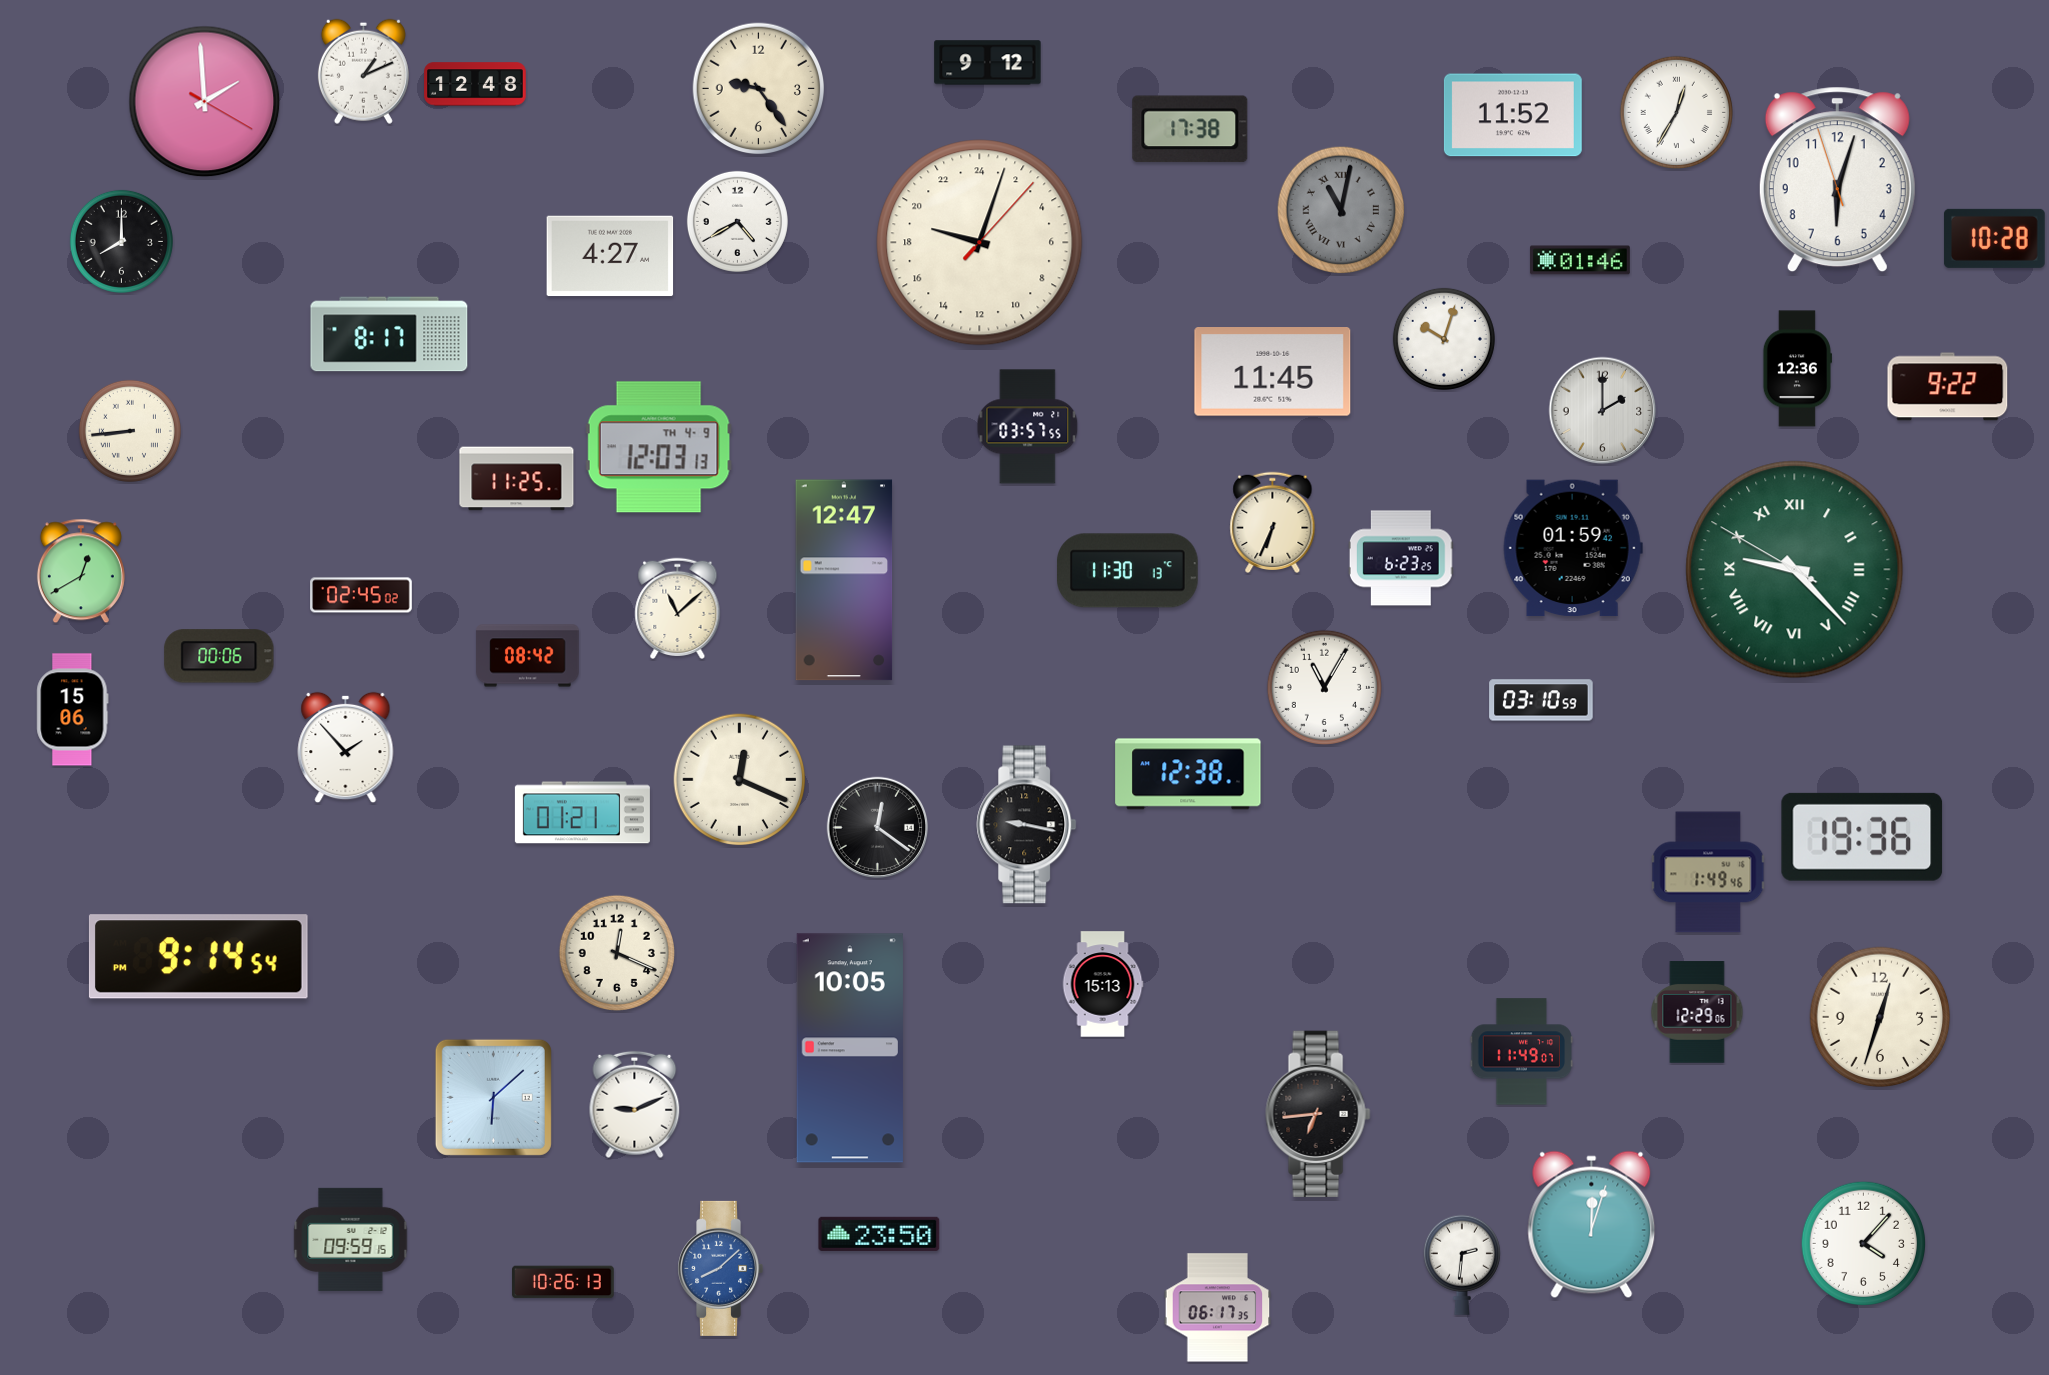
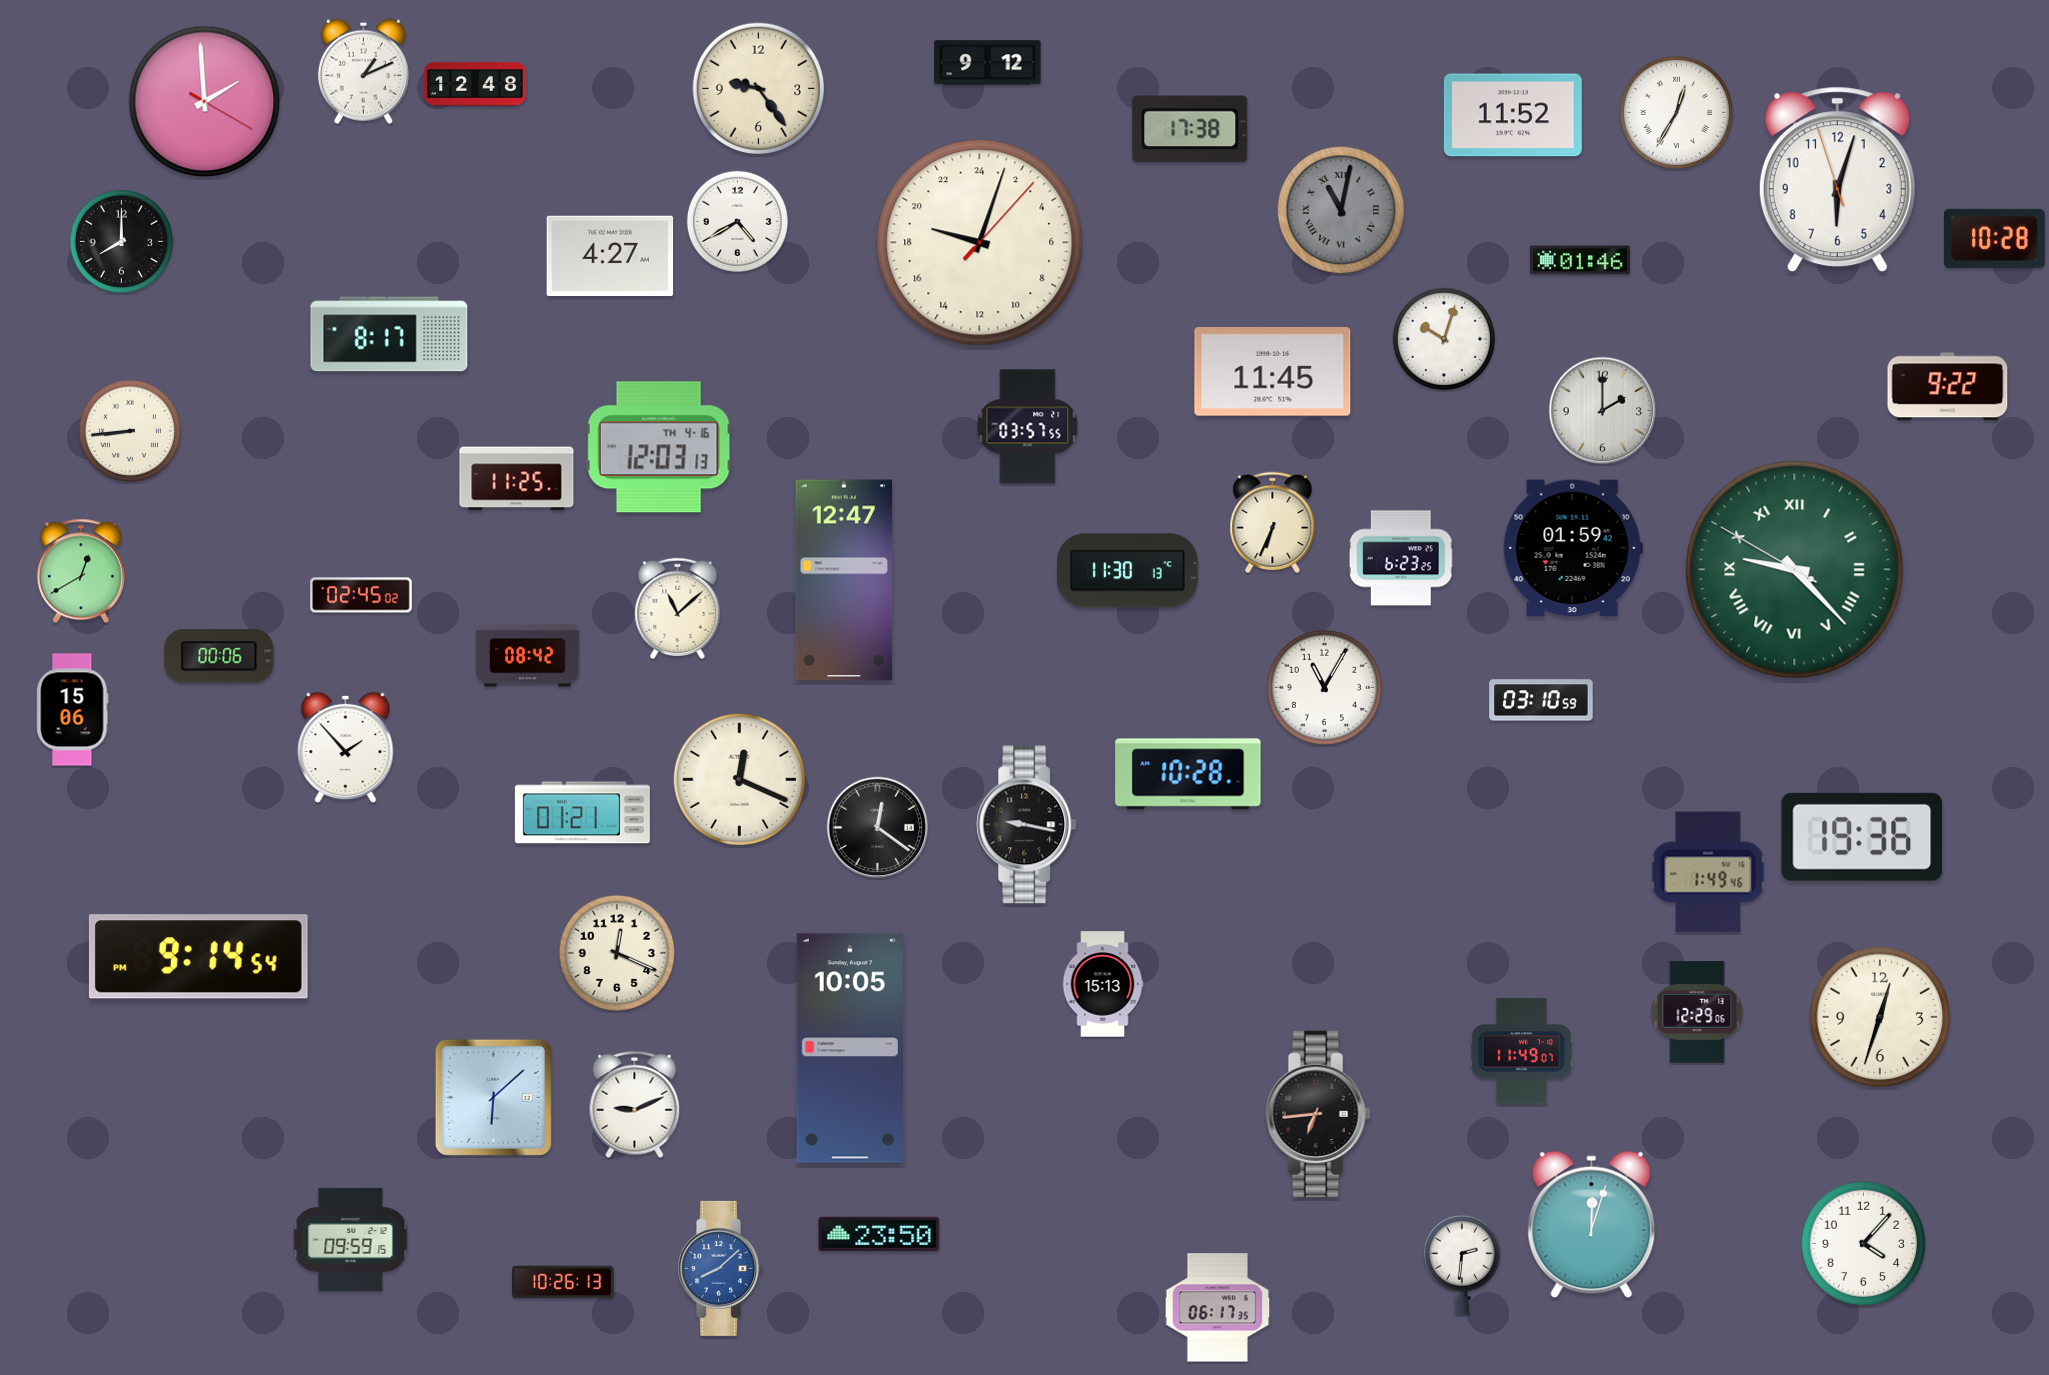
clock at (1797, 369): 12:36 -> none
clock at (659, 447) date: TH 4-9 -> TH 4-16
clock at (1188, 774): 12:38 -> 10:28
